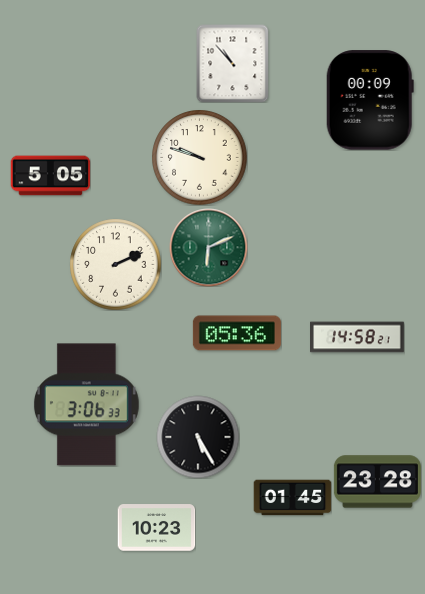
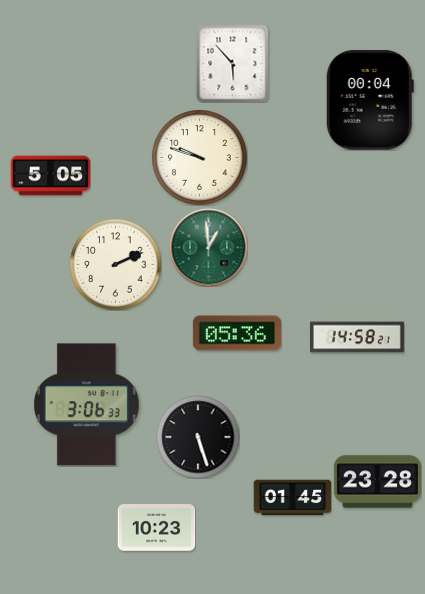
clock at (233, 63): 10:53 -> 5:53
clock at (370, 100): 00:09 -> 00:04
clock at (208, 247): 6:11 -> 12:59
clock at (198, 437): 5:25 -> 5:27
